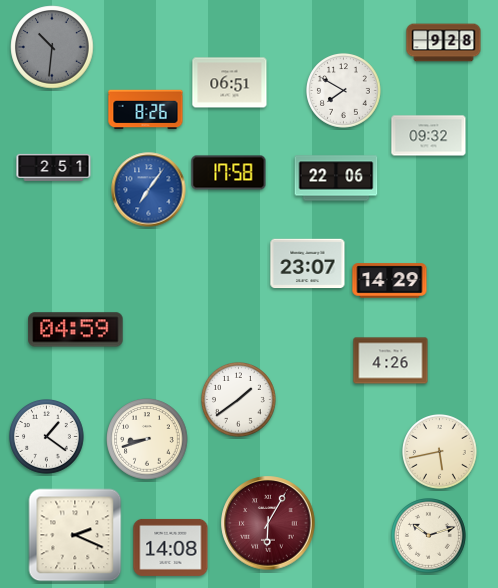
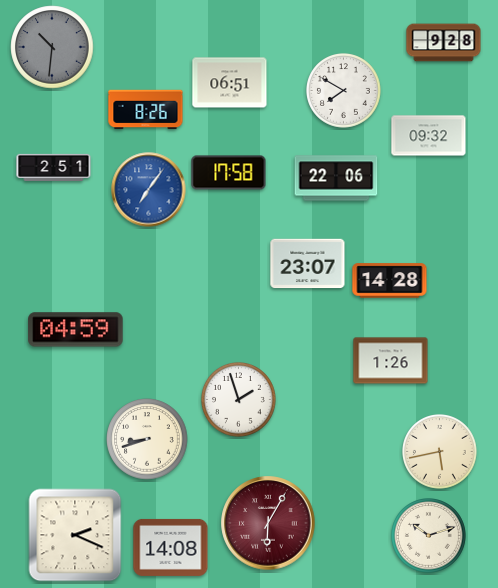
clock at (390, 281): 14:29 -> 14:28
clock at (391, 361): 4:26 -> 1:26
clock at (239, 400): 1:39 -> 1:57
clock at (47, 437): 1:21 -> none
